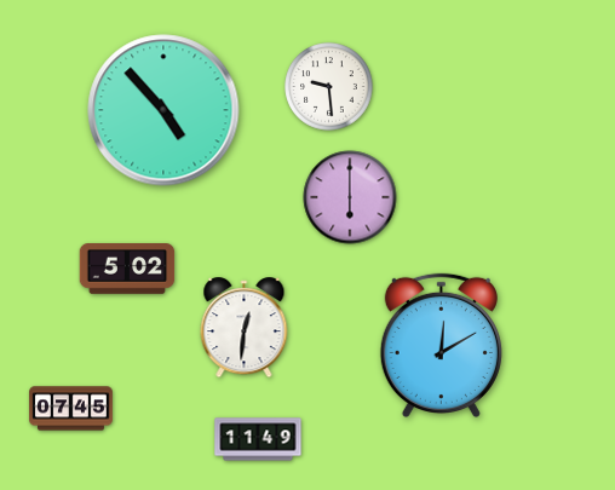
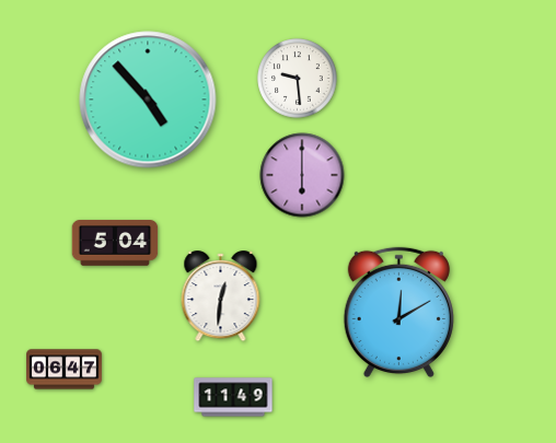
clock at (350, 197) position: (350, 197) -> (302, 175)
clock at (127, 270): 5:02 -> 5:04
clock at (71, 409): 07:45 -> 06:47
